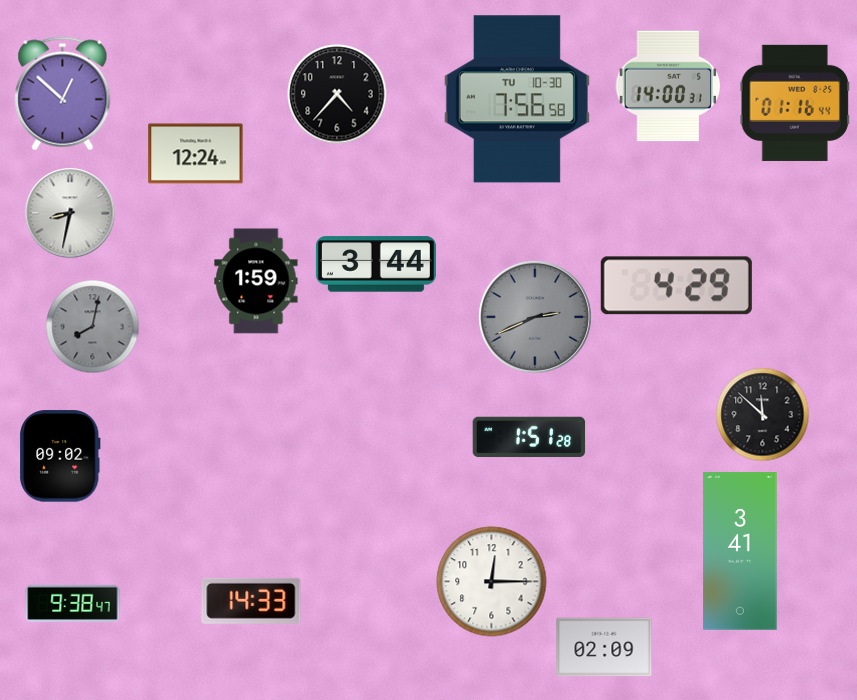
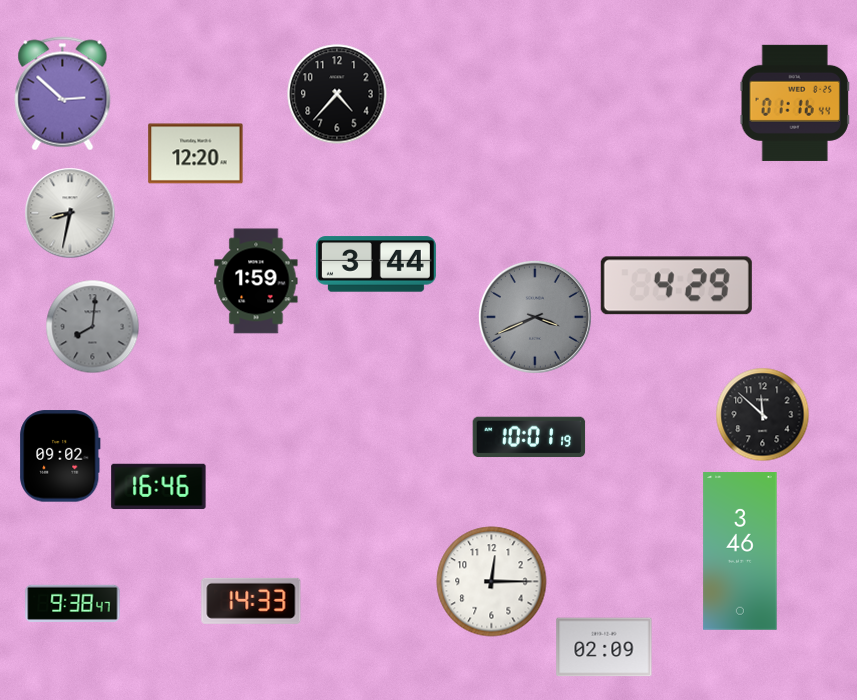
clock at (668, 86): 14:00 -> none
clock at (63, 94): 12:52 -> 2:52
clock at (517, 99): 7:56 -> none
clock at (196, 154): 12:24 -> 12:20
clock at (535, 317): 2:41 -> 3:41
clock at (93, 327): 8:02 -> 8:01
clock at (529, 437): 1:51 -> 10:01
clock at (159, 487): none -> 16:46
clock at (740, 551): 3:41 -> 3:46
